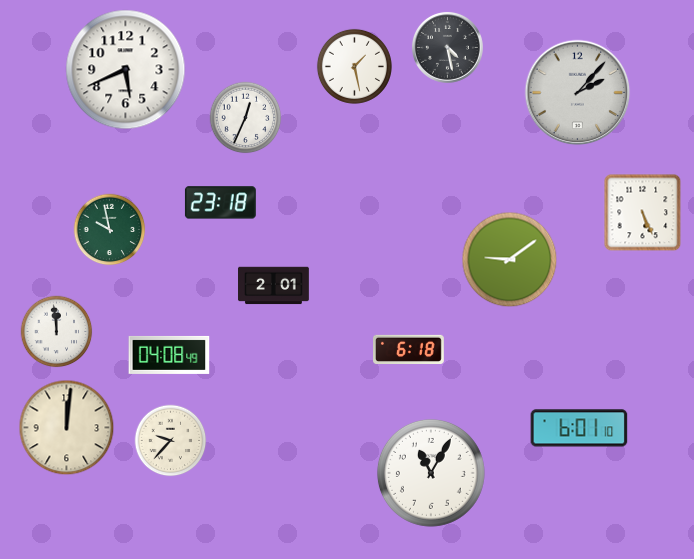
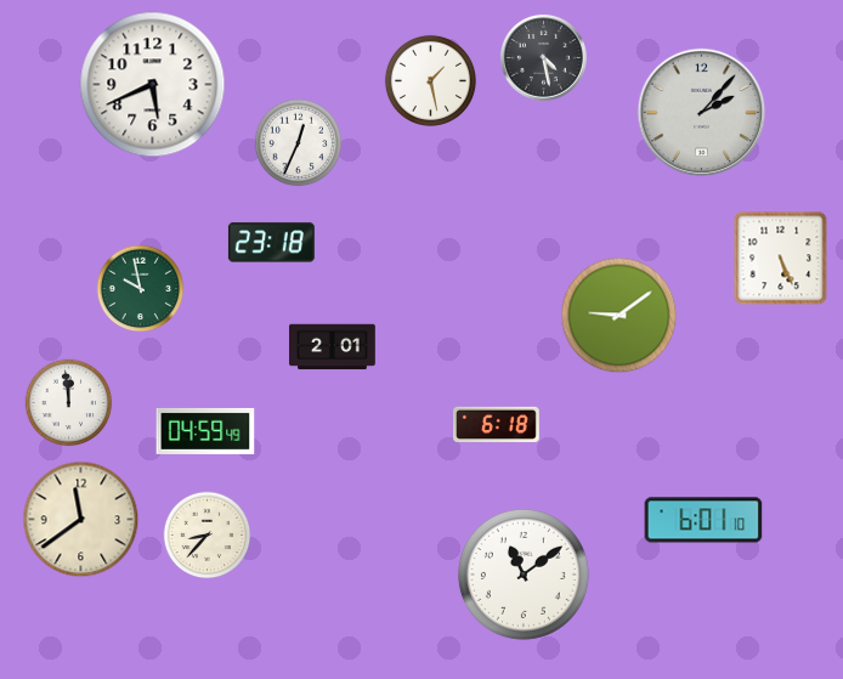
clock at (220, 203) position: (220, 203) -> (271, 243)
clock at (110, 230) position: (110, 230) -> (141, 289)
clock at (169, 355): 04:08 -> 04:59
clock at (67, 428): 12:01 -> 11:39
clock at (171, 441): 9:37 -> 8:37
clock at (431, 473): 11:05 -> 11:09
